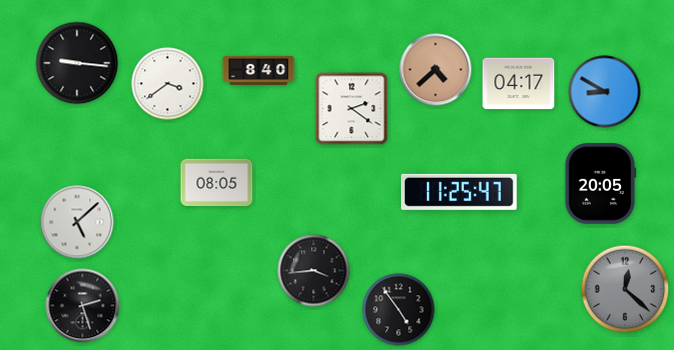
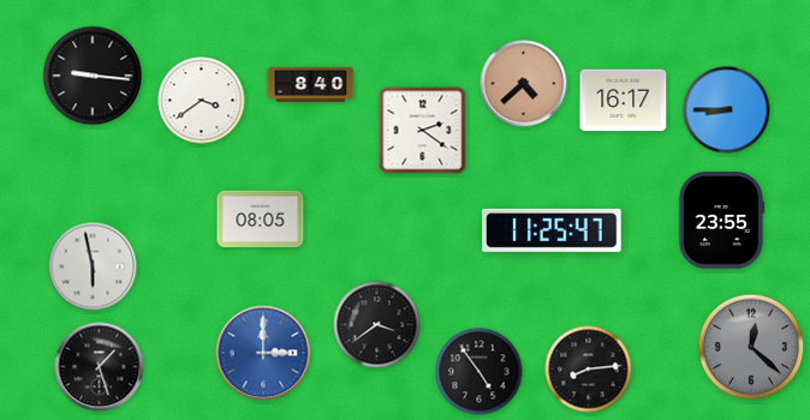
clock at (519, 84): 04:17 -> 16:17
clock at (605, 92): 8:50 -> 8:45
clock at (600, 184): 20:05 -> 23:55
clock at (77, 222): 5:08 -> 5:58
clock at (314, 271): 3:44 -> 3:39
clock at (263, 353): none -> 3:00
clock at (83, 306): 2:27 -> 1:27
clock at (589, 370): none -> 8:14
